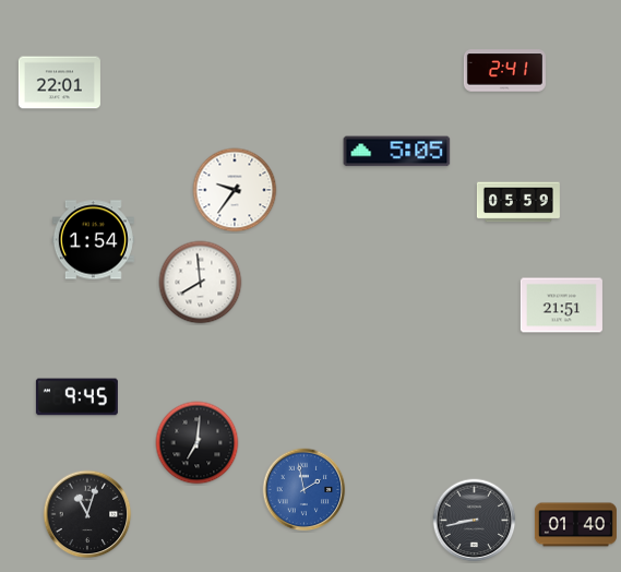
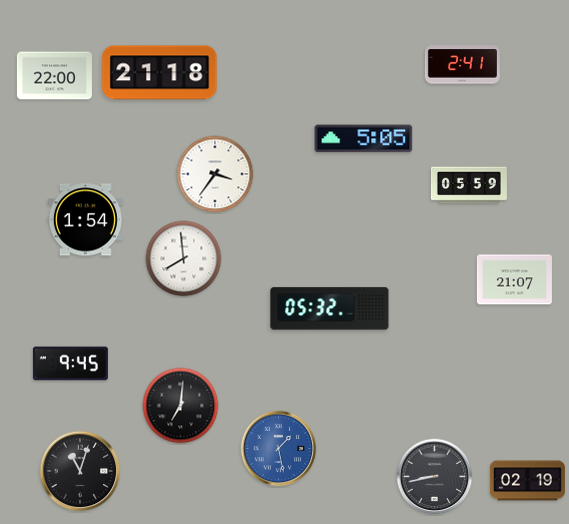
clock at (160, 73): none -> 21:18
clock at (59, 83): 22:01 -> 22:00
clock at (235, 190): 9:36 -> 3:36
clock at (518, 202) position: (518, 202) -> (469, 185)
clock at (561, 306): 21:51 -> 21:07
clock at (330, 309): none -> 05:32
clock at (304, 490): 1:58 -> 1:28
clock at (575, 525): 01:40 -> 02:19
